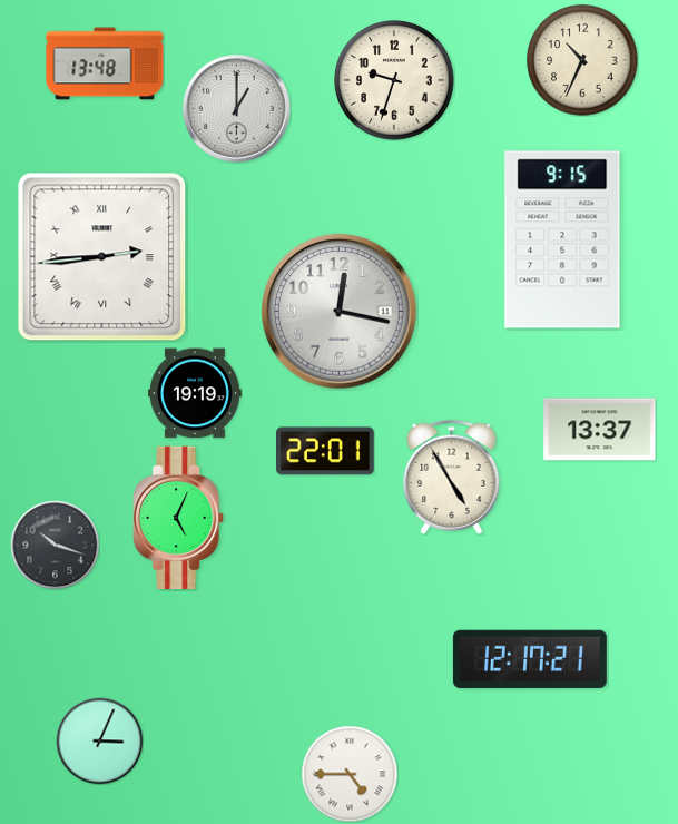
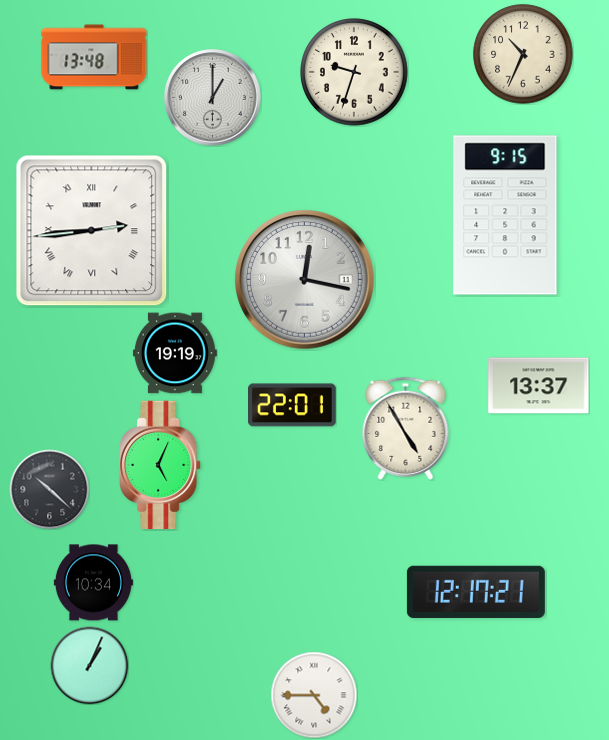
clock at (55, 545): 10:18 -> 10:22
clock at (93, 583): none -> 10:34
clock at (99, 740): 3:04 -> 1:04
